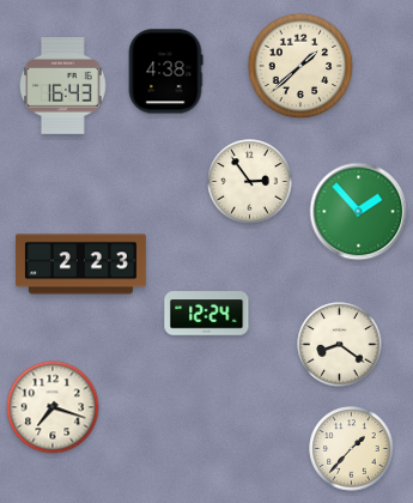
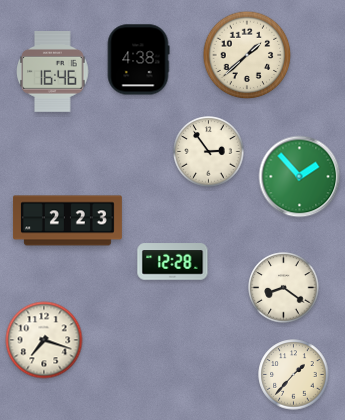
clock at (300, 66) position: (300, 66) -> (247, 55)
clock at (63, 86): 16:43 -> 16:46
clock at (207, 314): 12:24 -> 12:28
